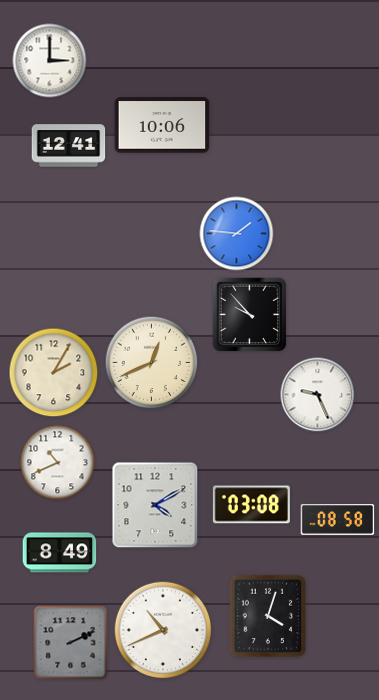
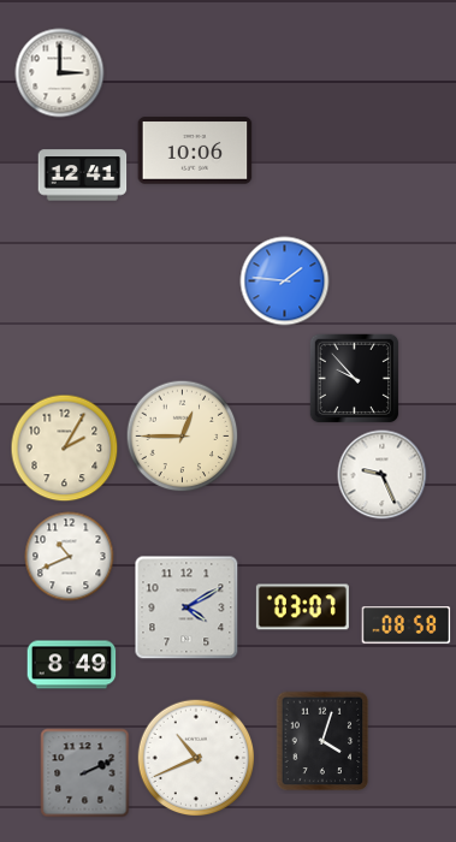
clock at (250, 315) position: (250, 315) -> (355, 379)
clock at (152, 363): 12:41 -> 12:45
clock at (251, 505): 03:08 -> 03:07
